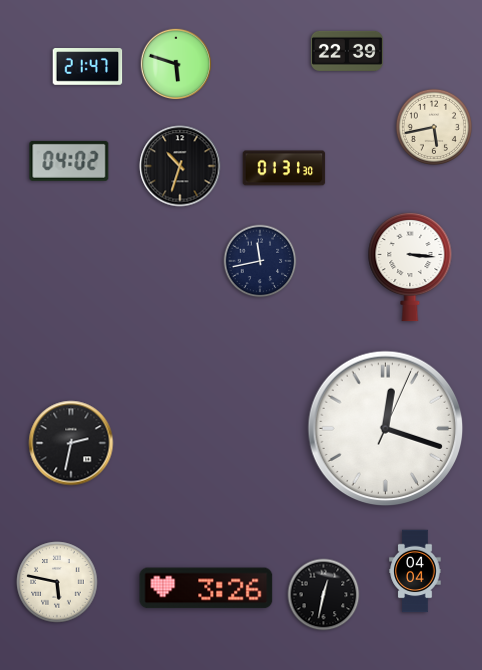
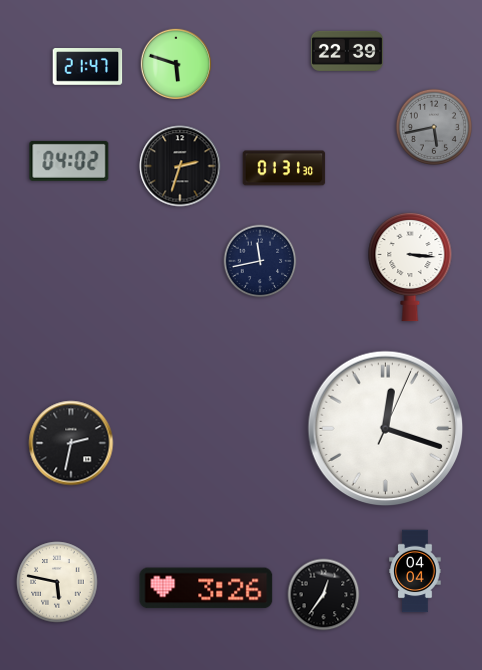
clock at (433, 126) dial: cream -> grey
clock at (180, 166): 10:33 -> 2:33
clock at (324, 595): 12:32 -> 12:36
